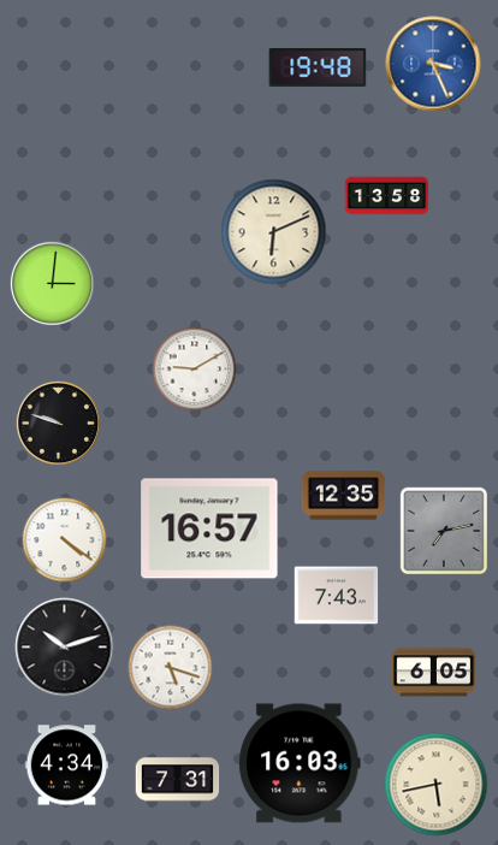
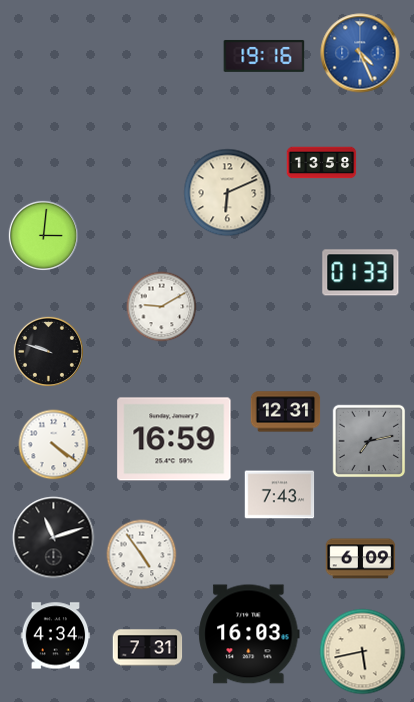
clock at (433, 64): 3:26 -> 4:26
clock at (318, 67): 19:48 -> 19:16
clock at (361, 273): none -> 01:33
clock at (344, 496): 12:35 -> 12:31
clock at (209, 528): 16:57 -> 16:59
clock at (65, 540) position: (65, 540) -> (54, 445)
clock at (65, 648): 10:12 -> 11:12
clock at (171, 668): 5:18 -> 4:54
clock at (434, 673): 6:05 -> 6:09
